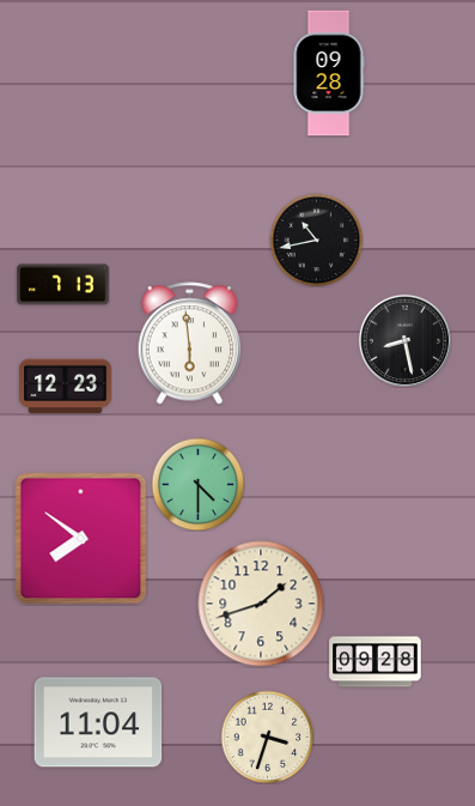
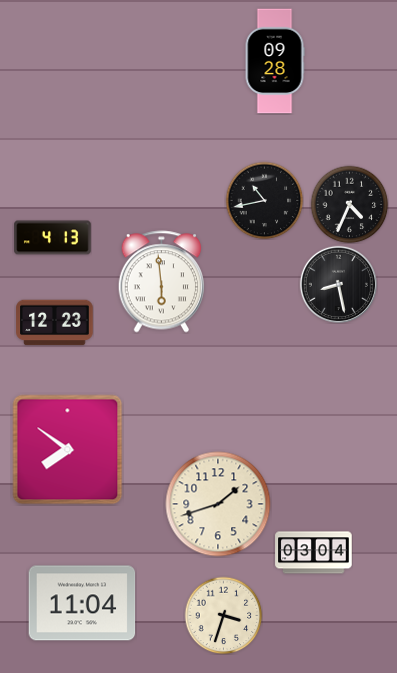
clock at (349, 204): none -> 4:34
clock at (63, 285): 7:13 -> 4:13
clock at (189, 344) position: (189, 344) -> (161, 282)
clock at (197, 484): 4:30 -> none
clock at (376, 662): 09:28 -> 03:04
